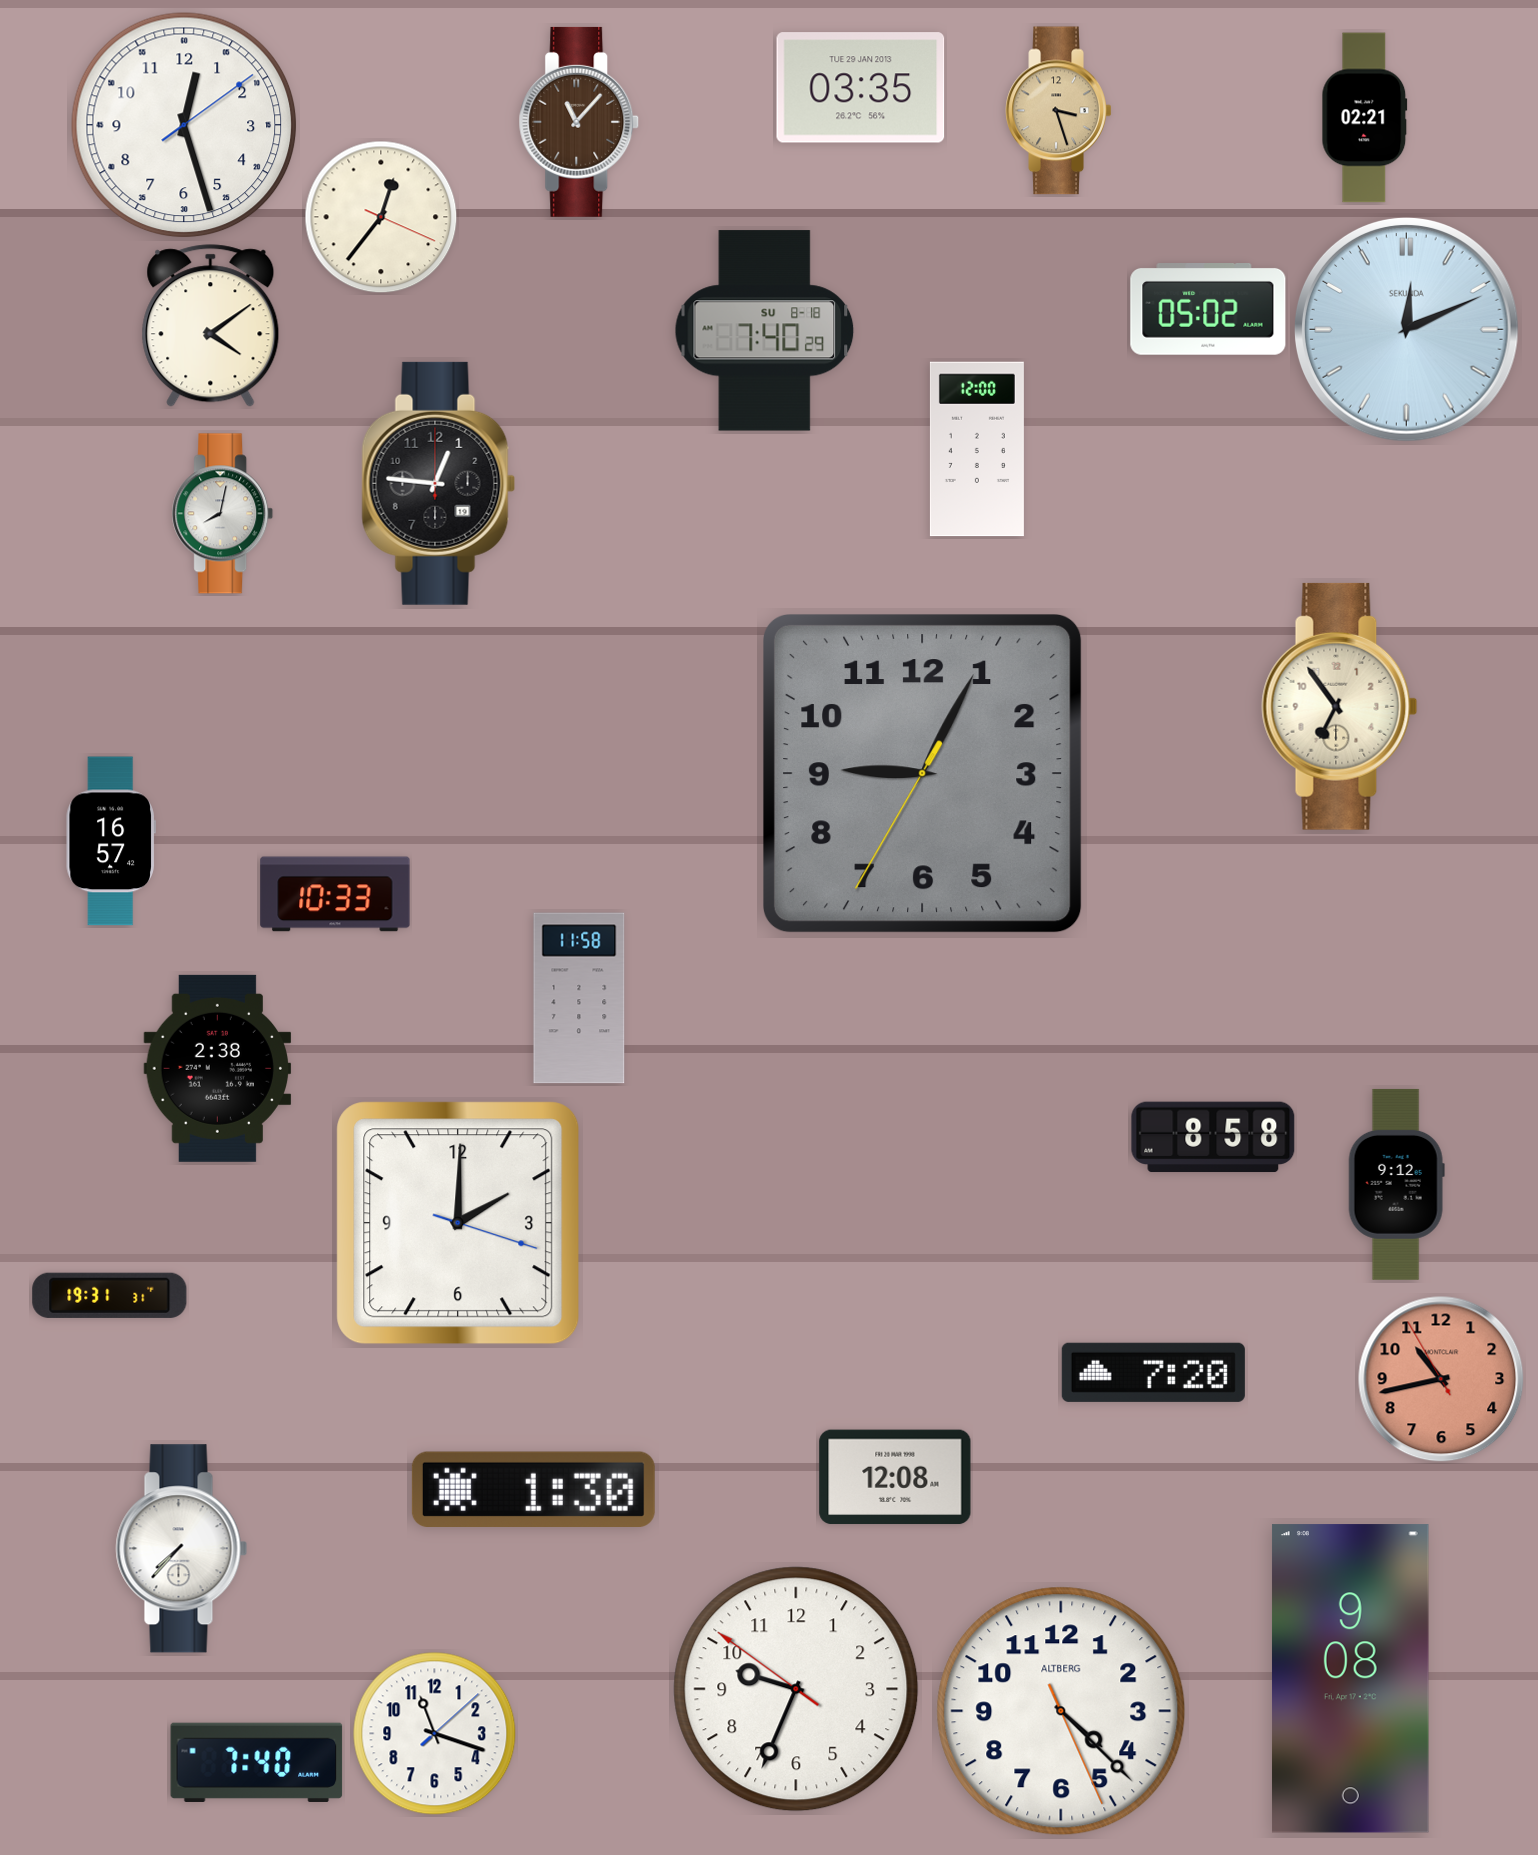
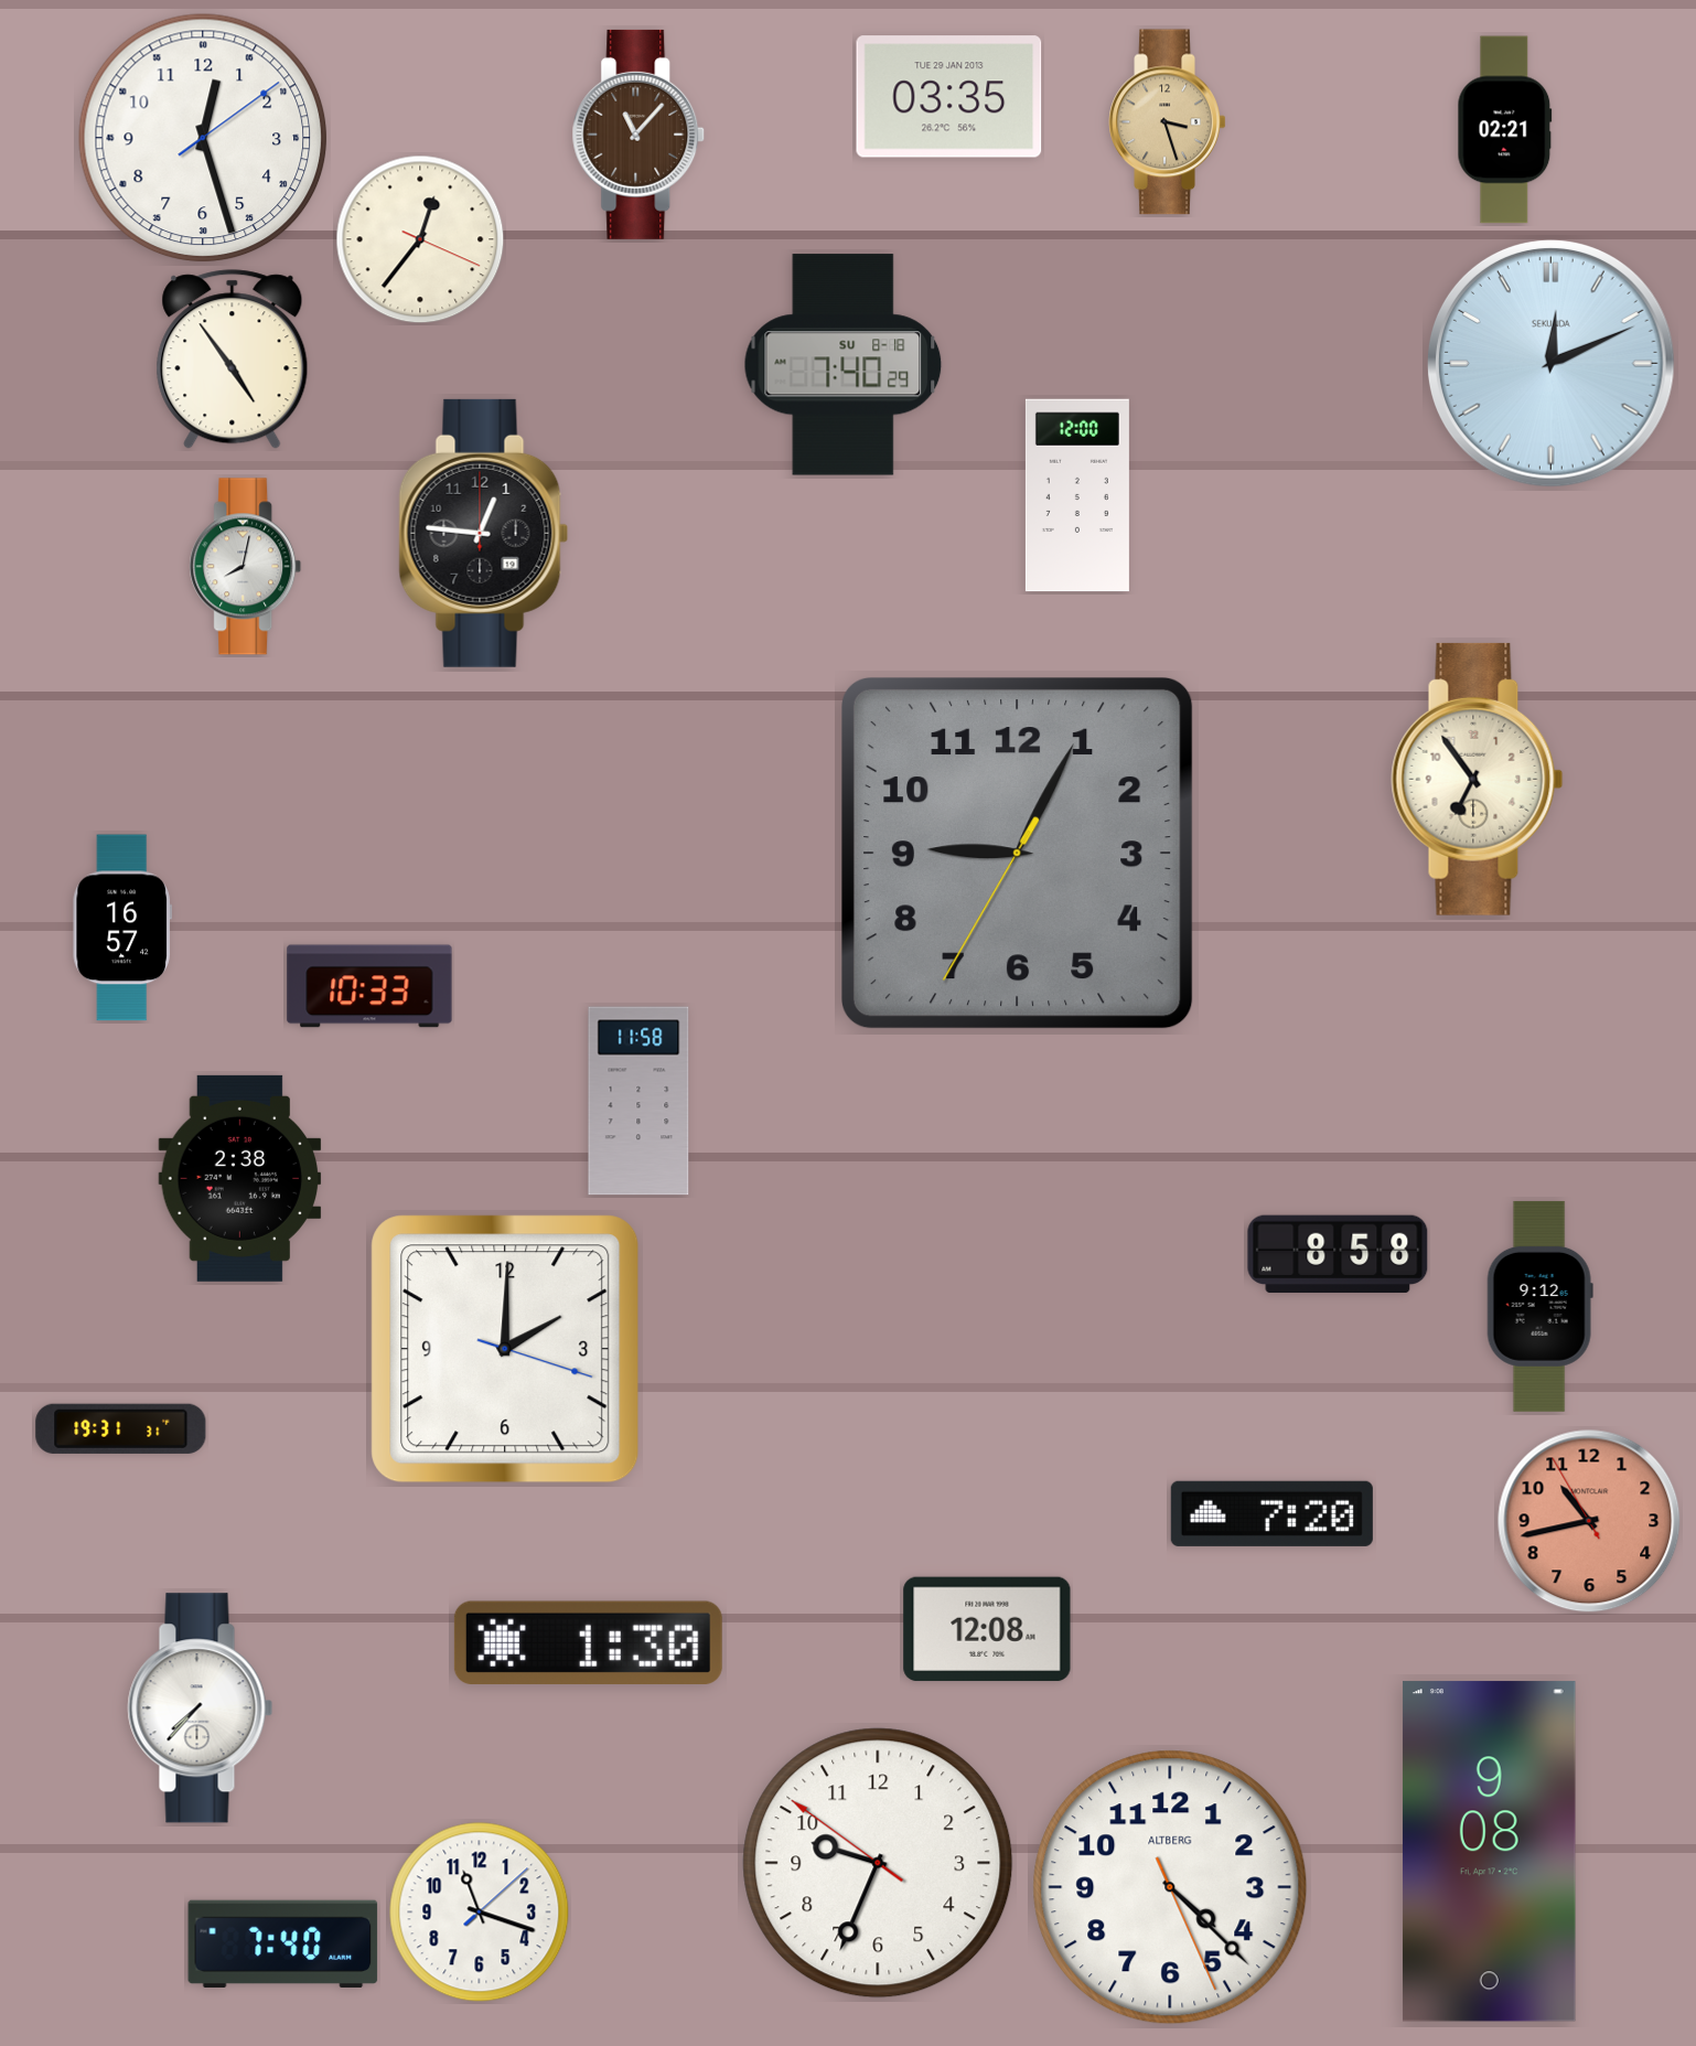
clock at (1208, 310): 05:02 -> none
clock at (211, 326): 4:09 -> 4:54
